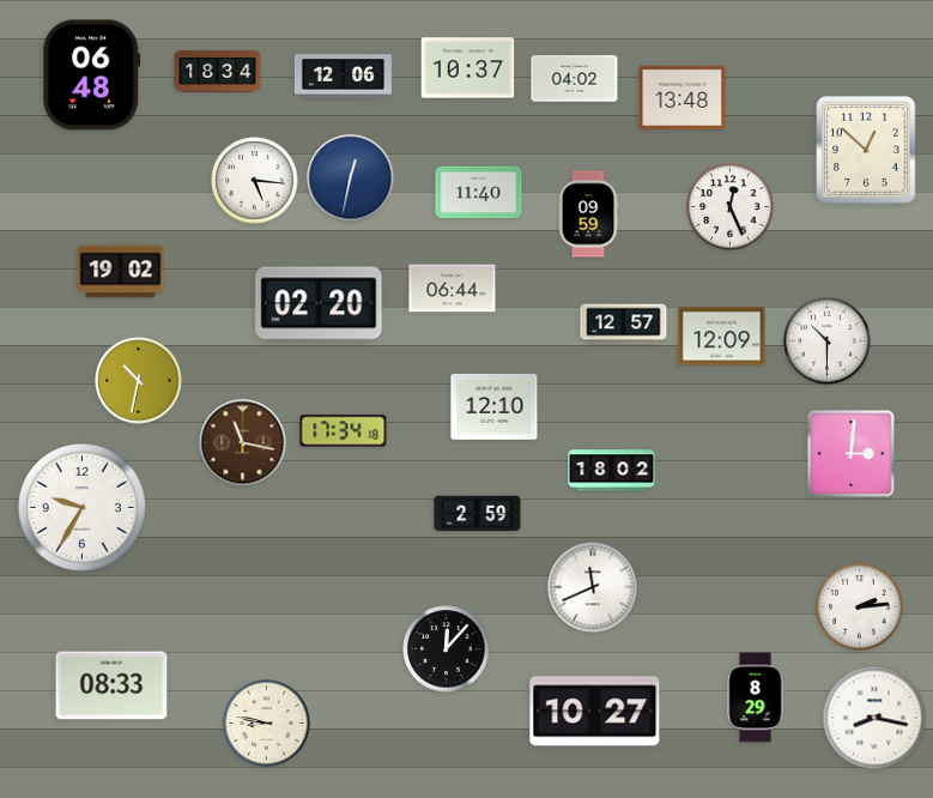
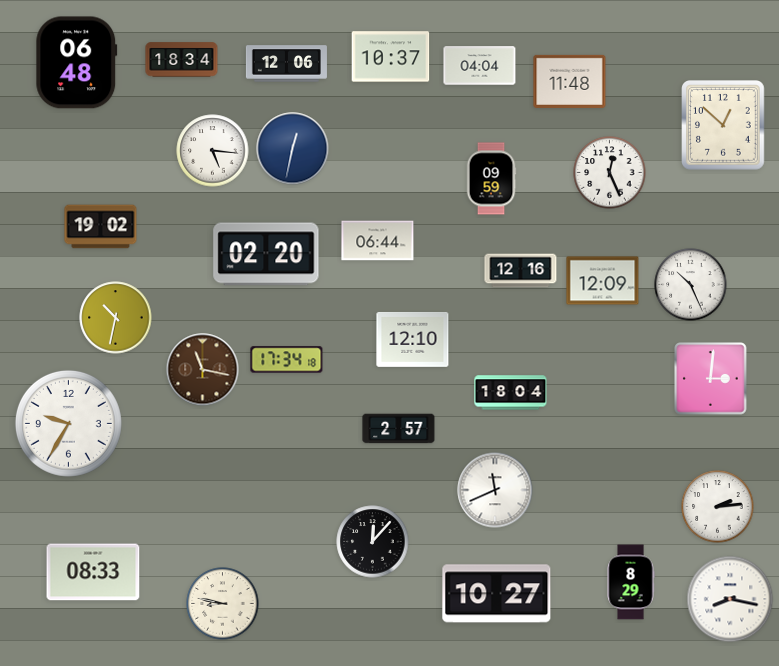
clock at (575, 79): 04:02 -> 04:04
clock at (683, 97): 13:48 -> 11:48
clock at (479, 193): 11:40 -> none
clock at (624, 325): 12:57 -> 12:16
clock at (828, 341): 10:30 -> 10:26
clock at (612, 471): 18:02 -> 18:04
clock at (478, 514): 2:59 -> 2:57
